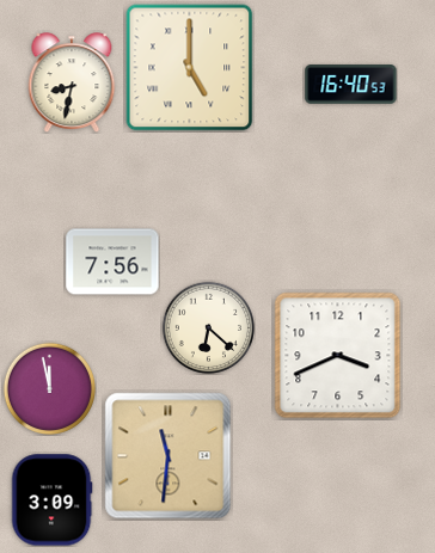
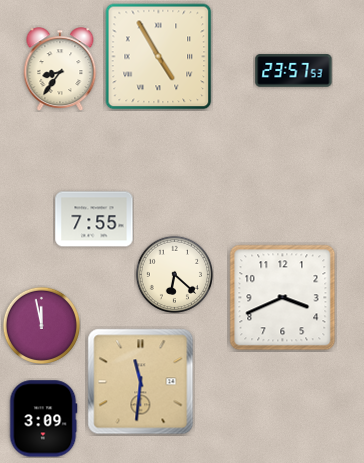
clock at (190, 68): 5:00 -> 4:55
clock at (72, 82): 8:32 -> 8:36
clock at (351, 85): 16:40 -> 23:57
clock at (112, 262): 7:56 -> 7:55
